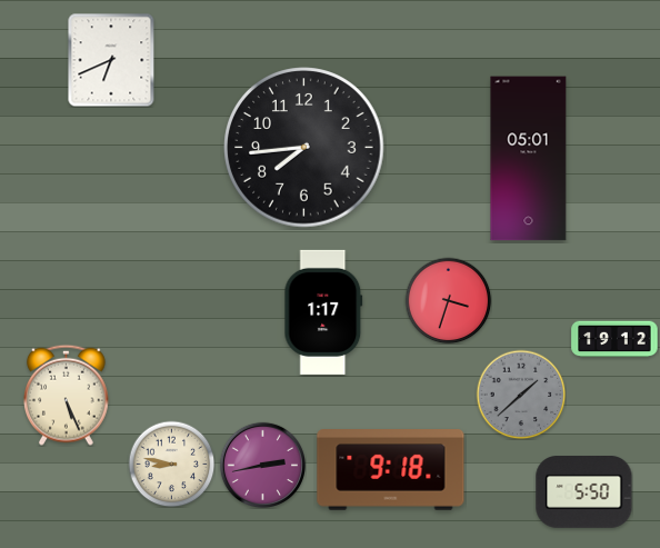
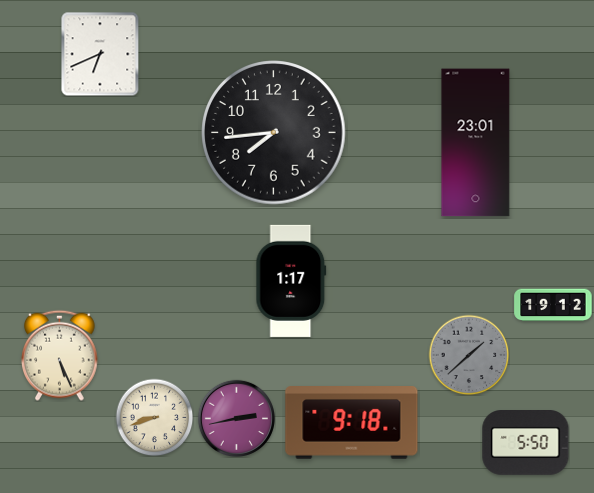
clock at (529, 159): 05:01 -> 23:01
clock at (448, 300): 3:33 -> none
clock at (171, 464): 8:47 -> 8:42
